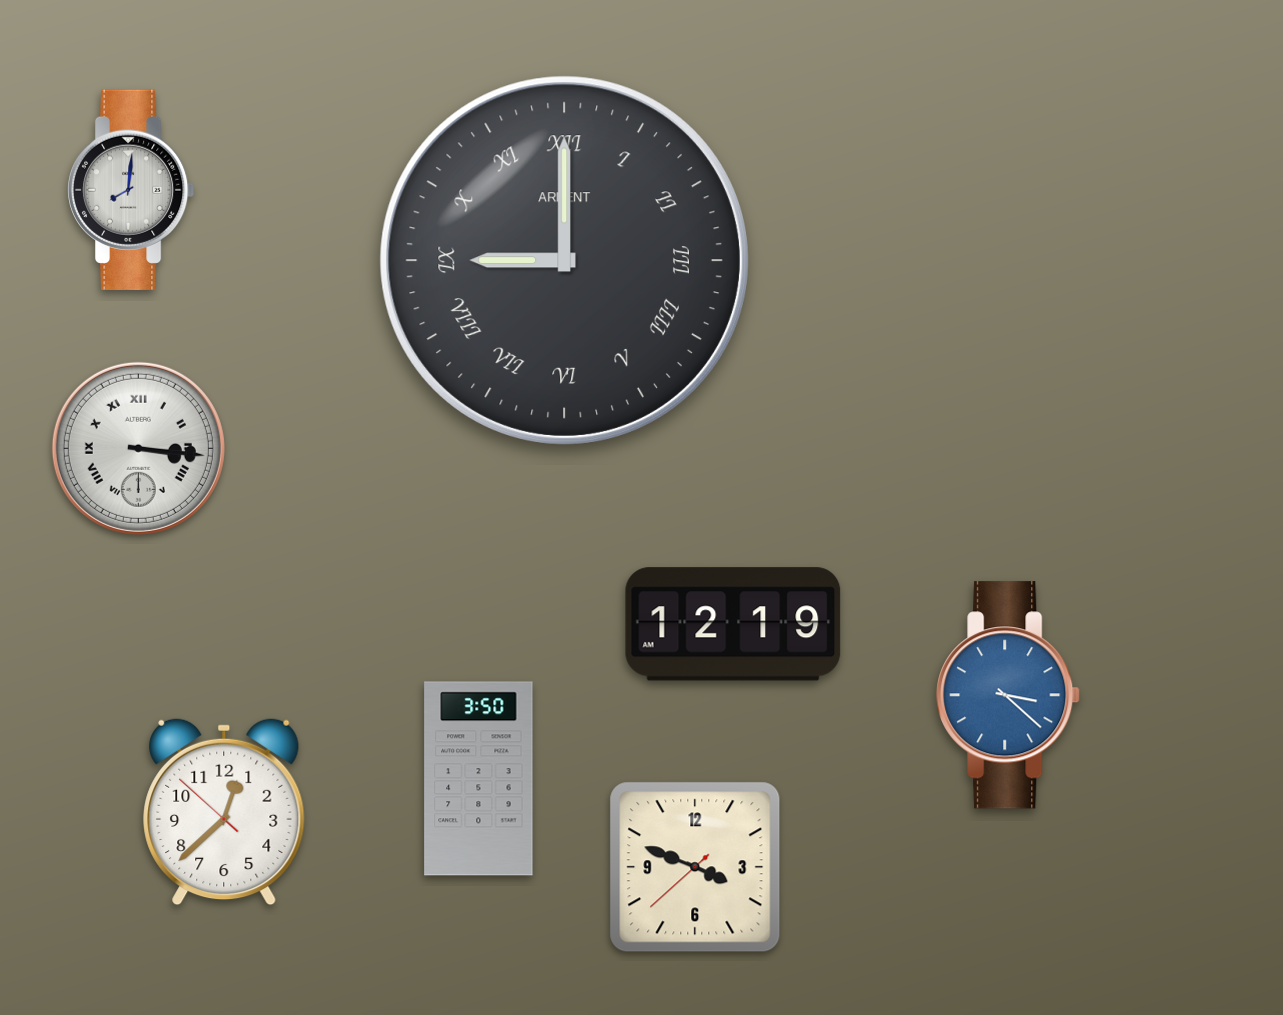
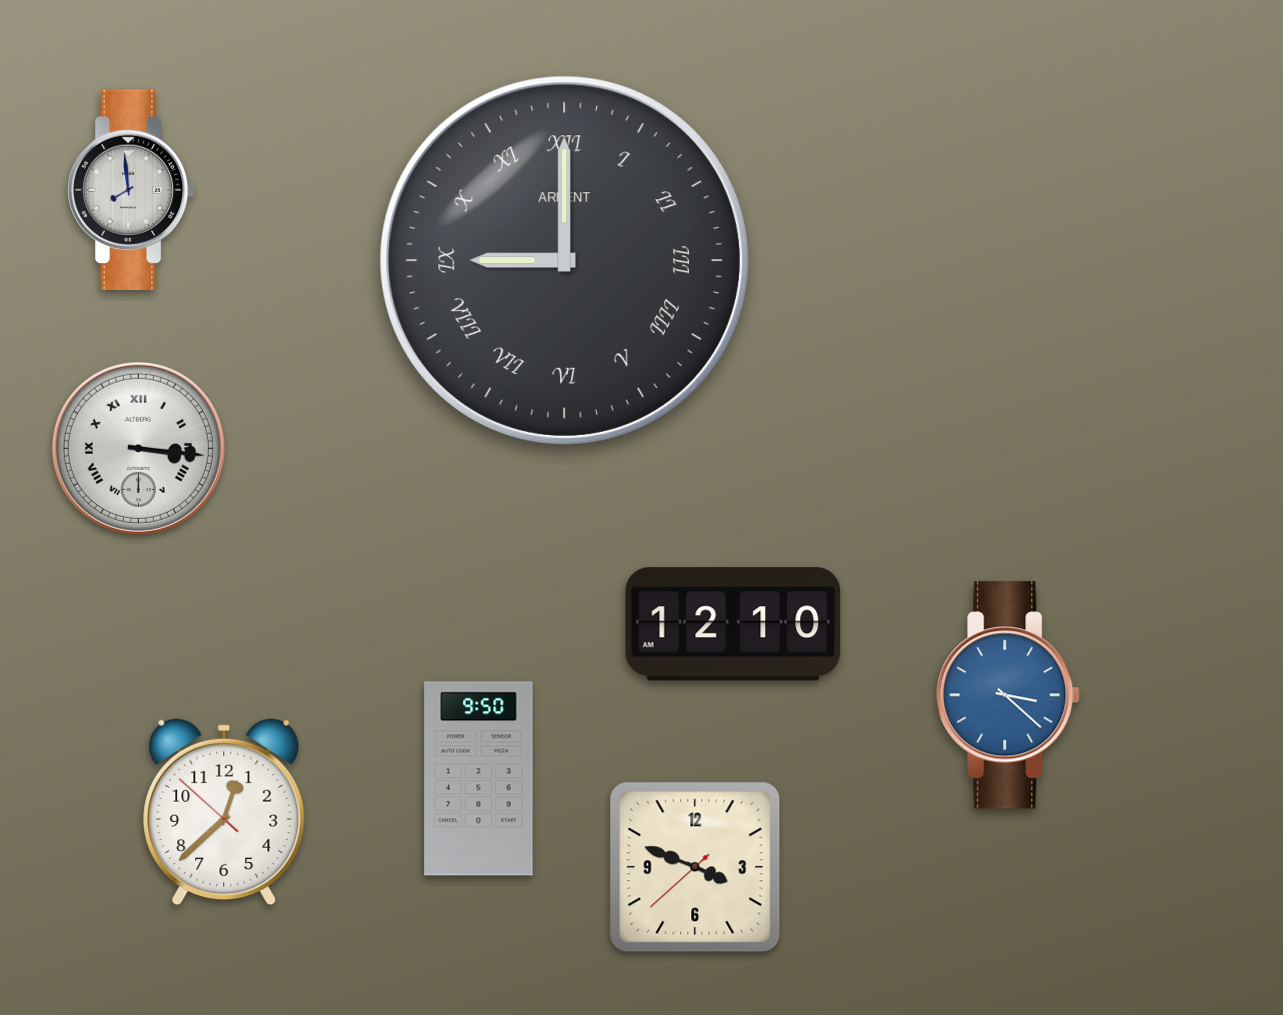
clock at (131, 190): 8:01 -> 7:59
clock at (733, 624): 12:19 -> 12:10
clock at (479, 779): 3:50 -> 9:50
